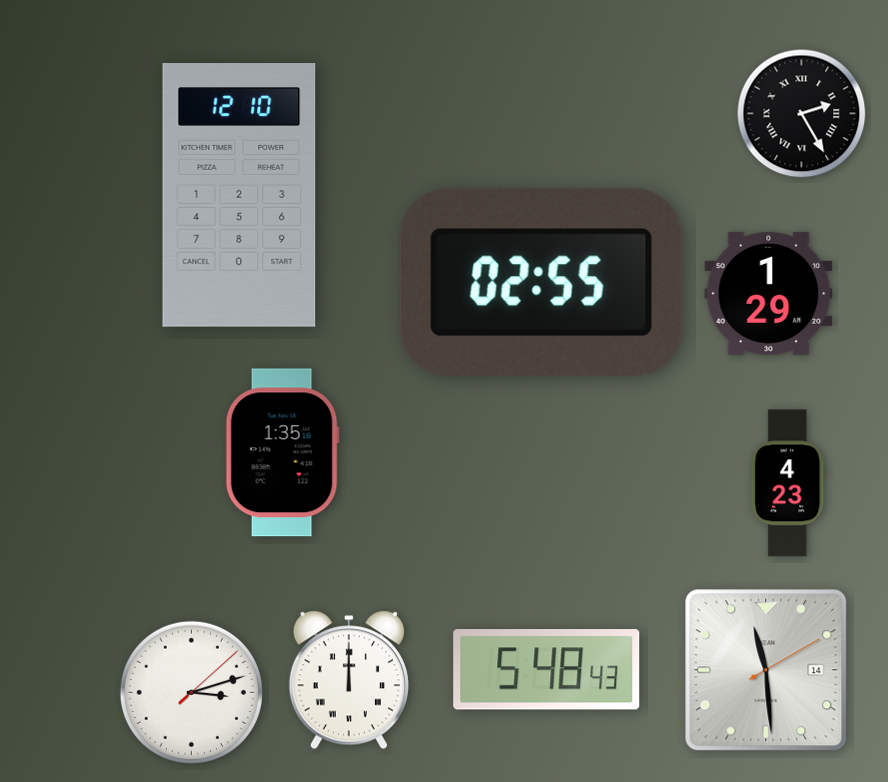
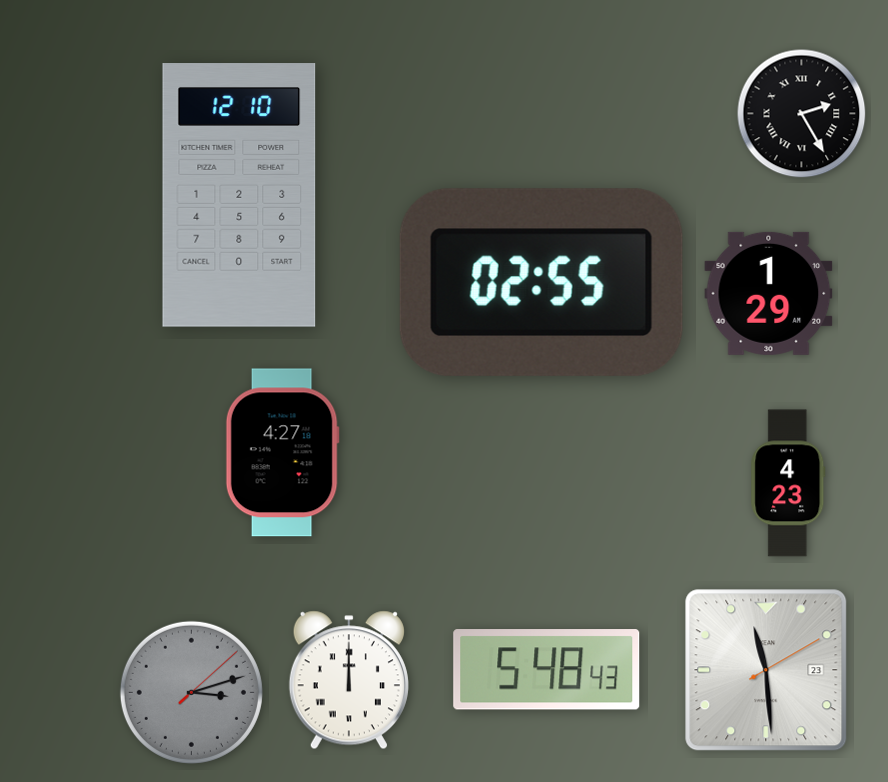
clock at (282, 453): 1:35 -> 4:27
clock at (766, 670) date: 14 -> 23
clock at (191, 692) dial: white -> grey
